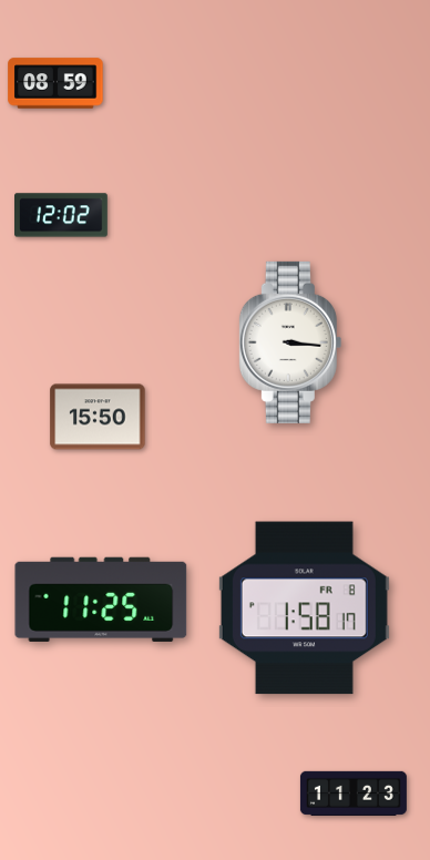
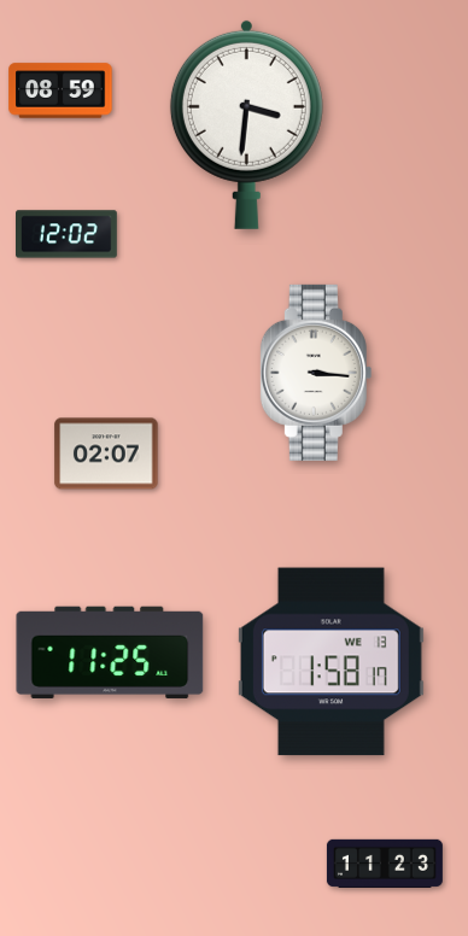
clock at (246, 124): none -> 3:31
clock at (98, 417): 15:50 -> 02:07
clock at (304, 608) date: FR 8 -> WE 13
